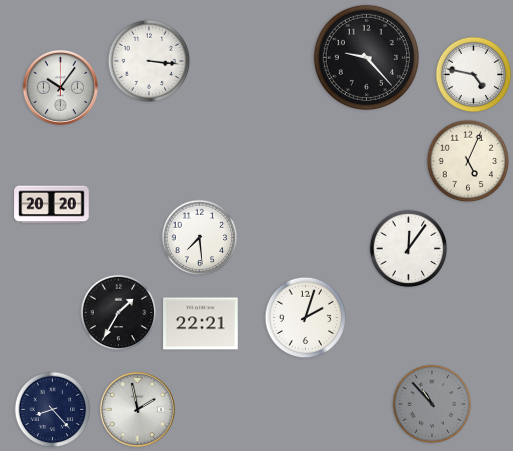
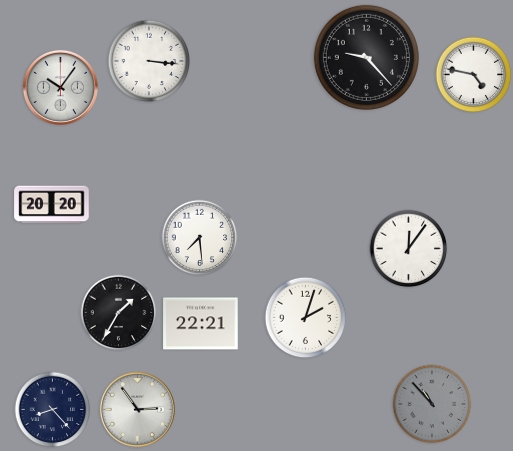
clock at (468, 161): 5:04 -> none
clock at (137, 409): 1:58 -> 2:54
